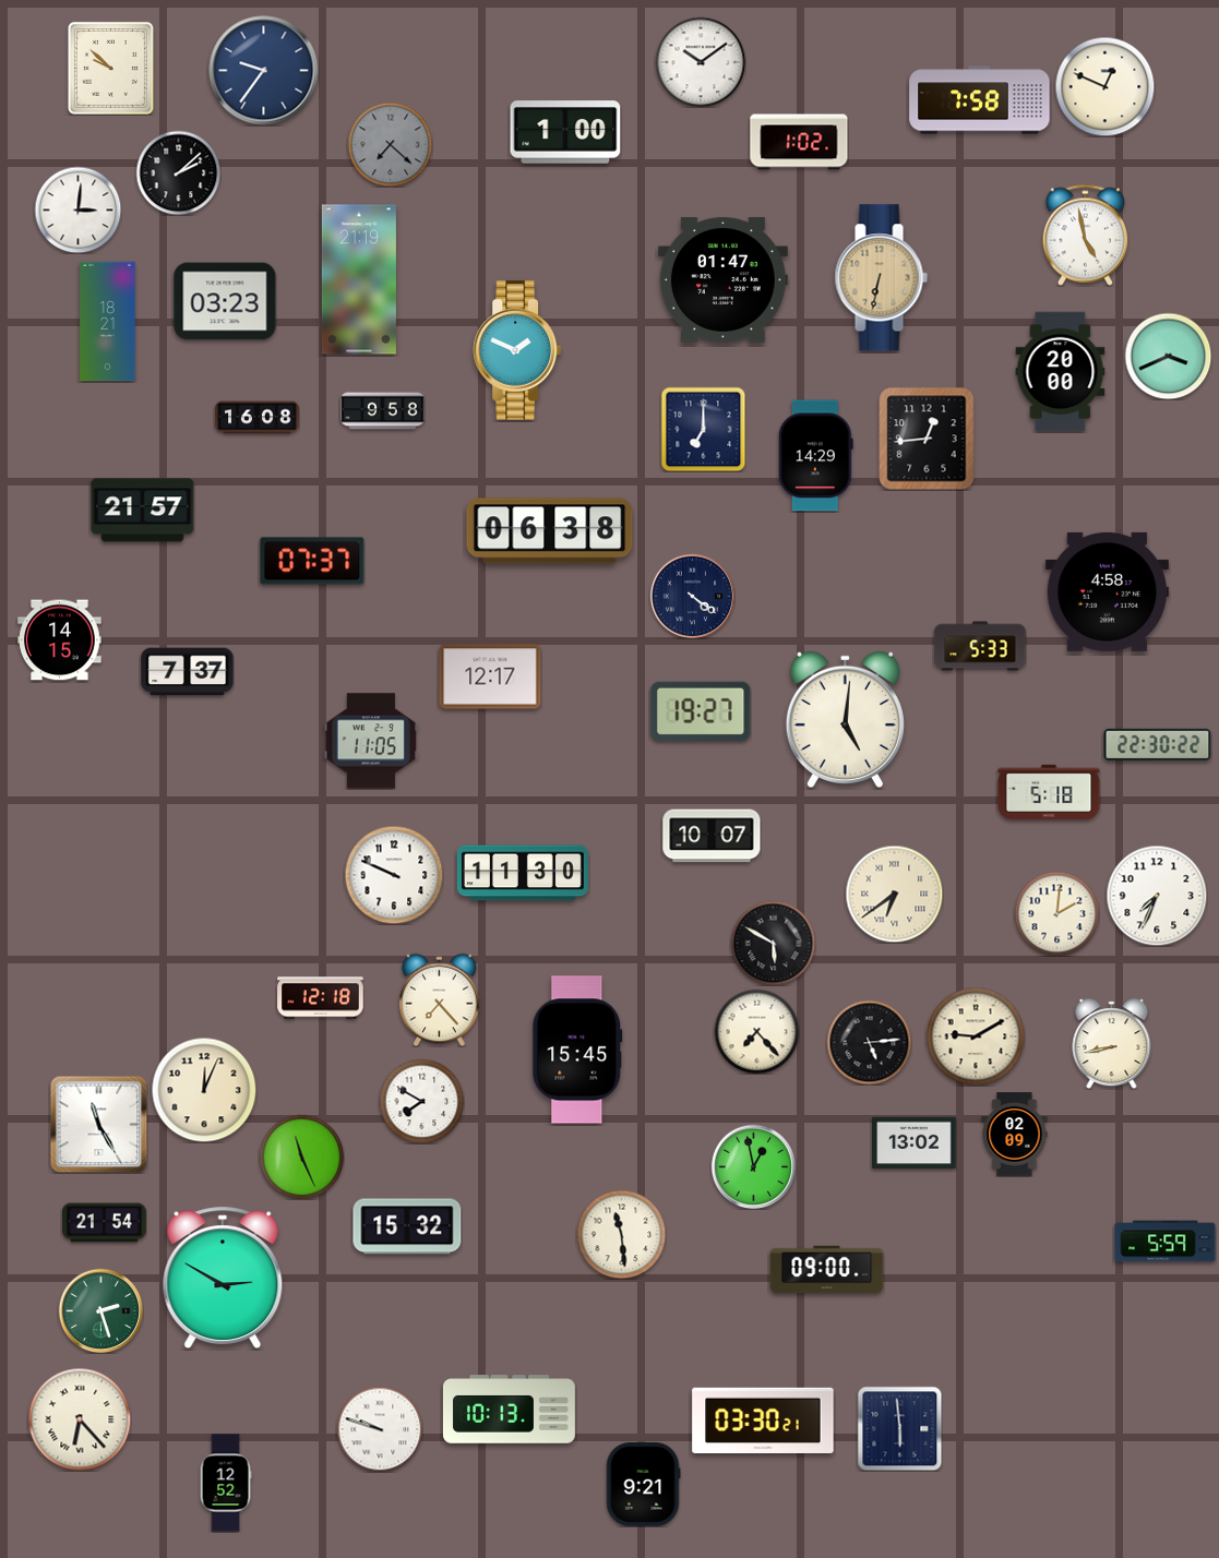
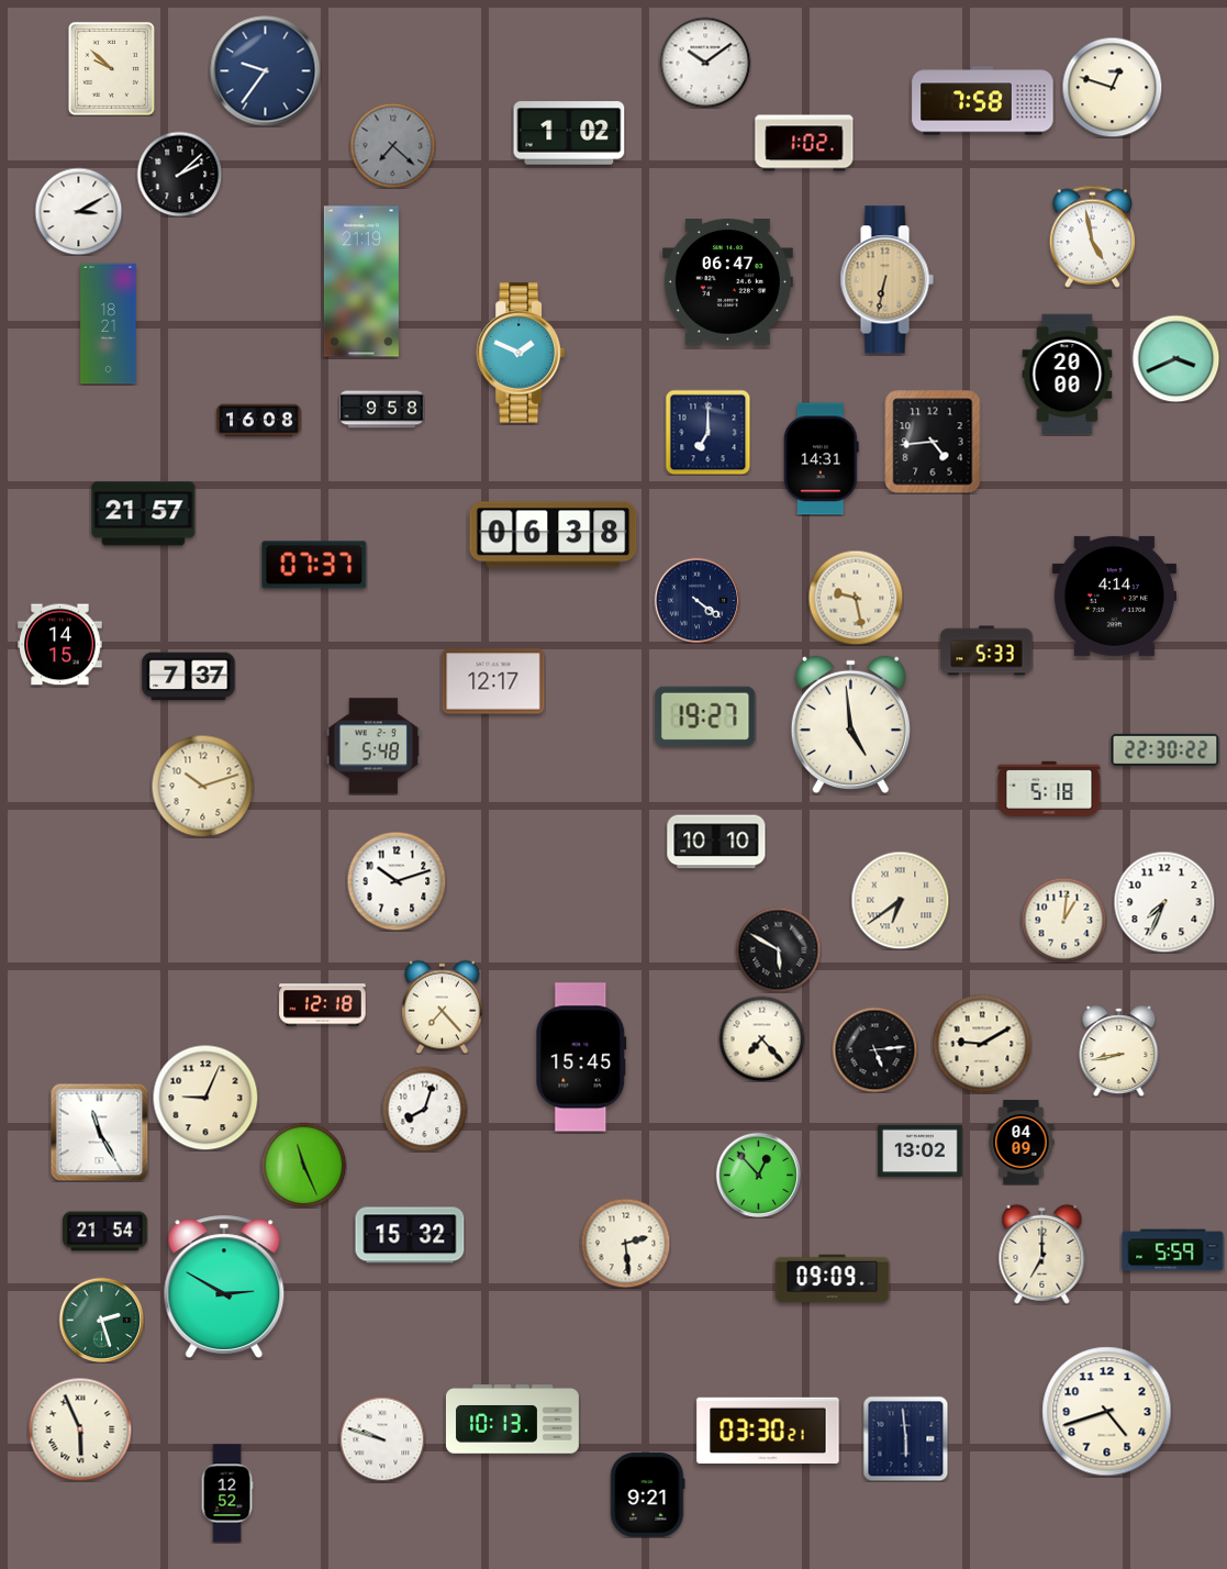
clock at (1104, 86): 12:49 -> 12:48
clock at (980, 100) position: (980, 100) -> (983, 101)
clock at (565, 132): 1:00 -> 1:02
clock at (77, 209): 3:01 -> 3:10
clock at (722, 280): 01:47 -> 06:47
clock at (225, 301): 03:23 -> none
clock at (383, 411) position: (383, 411) -> (382, 410)
clock at (927, 439): 12:44 -> 4:44
clock at (815, 456): 14:29 -> 14:31
clock at (1107, 591): 4:58 -> 4:14
clock at (856, 598): none -> 9:28
clock at (845, 720): 5:01 -> 4:59
clock at (371, 741): 11:05 -> 5:48
clock at (202, 786): none -> 10:12
clock at (1049, 792) position: (1049, 792) -> (1049, 789)
clock at (712, 836): 10:07 -> 10:10
clock at (523, 873): 11:30 -> none
clock at (394, 875): 9:49 -> 10:12
clock at (1056, 913): 2:01 -> 1:01
clock at (204, 1090): 12:04 -> 9:04
clock at (421, 1101): 7:50 -> 8:03
clock at (1015, 1135): 02:09 -> 04:09
clock at (753, 1166): 12:58 -> 12:53
clock at (621, 1234): 11:29 -> 2:29
clock at (1042, 1254): none -> 7:00
clock at (827, 1270): 09:00 -> 09:09
clock at (1107, 1412): none -> 4:42
clock at (80, 1419): 6:23 -> 5:56
